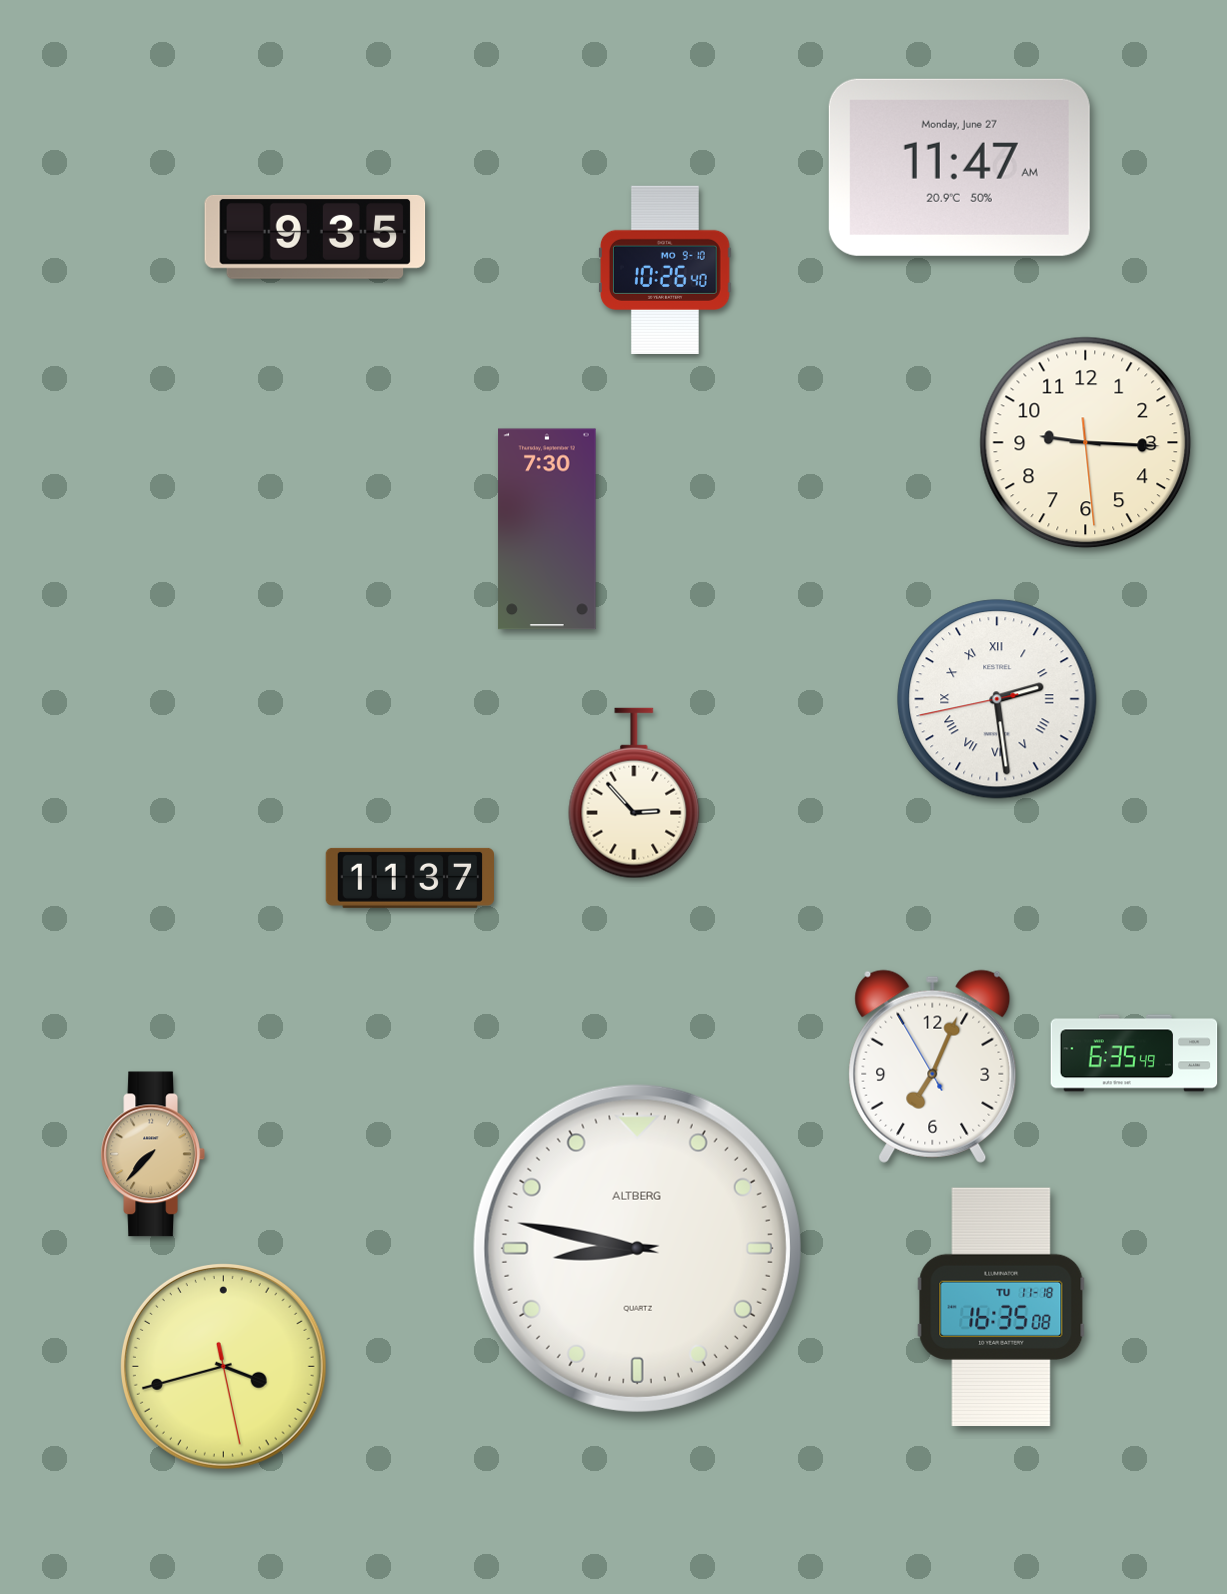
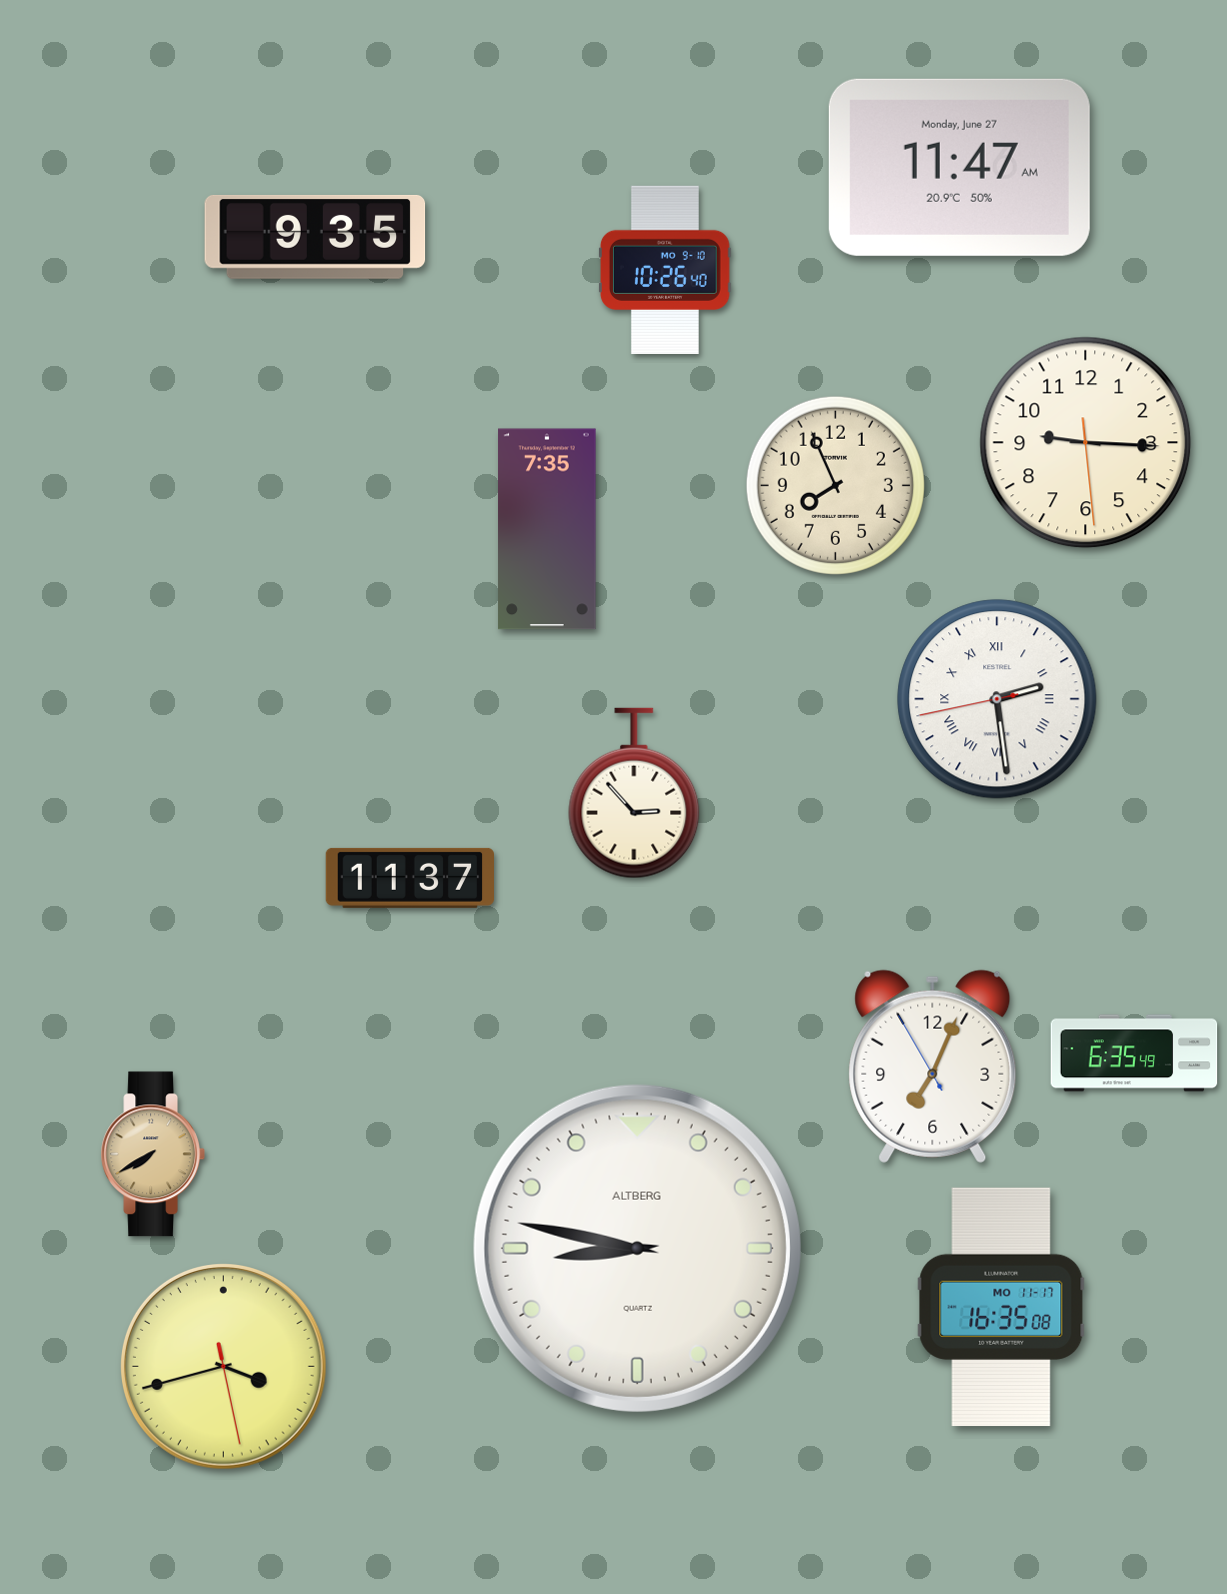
clock at (835, 485): none -> 7:56
clock at (547, 529): 7:30 -> 7:35
clock at (153, 1154): 7:37 -> 7:40
clock at (1001, 1307) date: TU 11-18 -> MO 11-17
